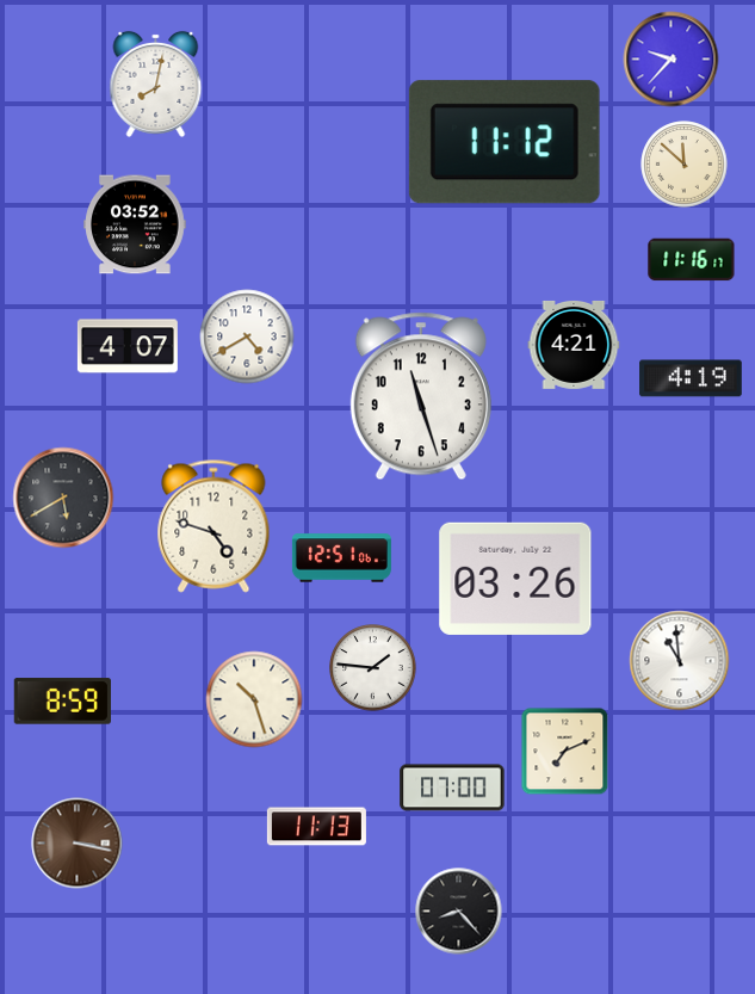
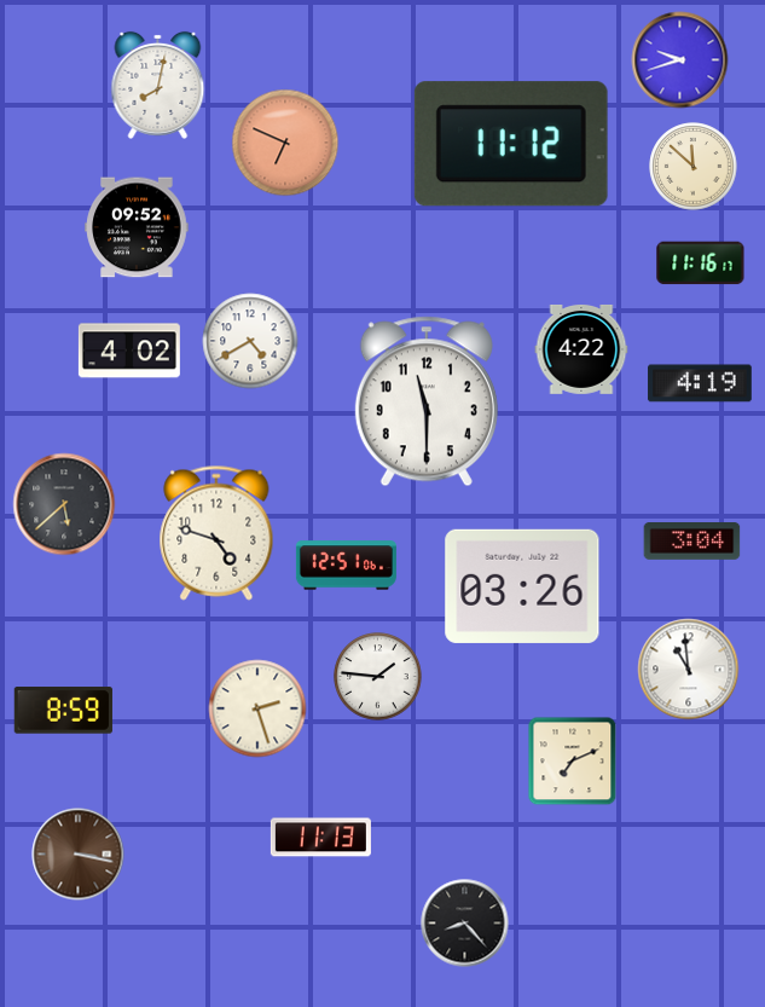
clock at (672, 60): 9:37 -> 9:42
clock at (285, 143): none -> 6:49
clock at (135, 224): 03:52 -> 09:52
clock at (574, 345): 4:21 -> 4:22
clock at (128, 346): 4:07 -> 4:02
clock at (421, 396): 11:27 -> 11:30
clock at (63, 498): 5:40 -> 5:38
clock at (692, 542): none -> 3:04
clock at (254, 699): 10:27 -> 2:27
clock at (452, 788): 07:00 -> none
